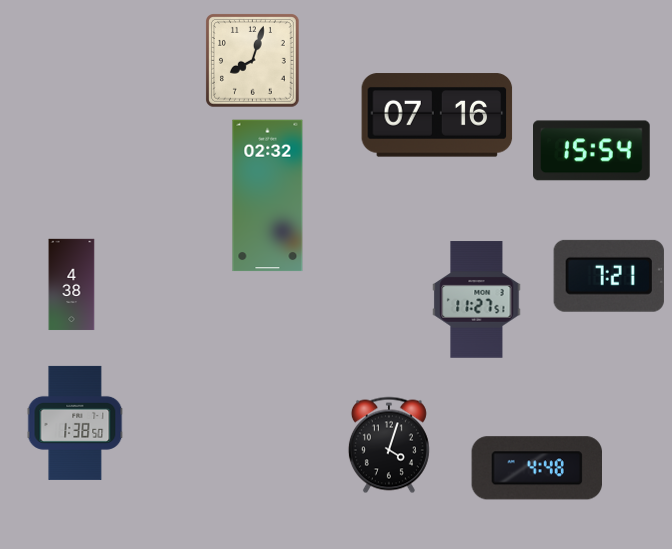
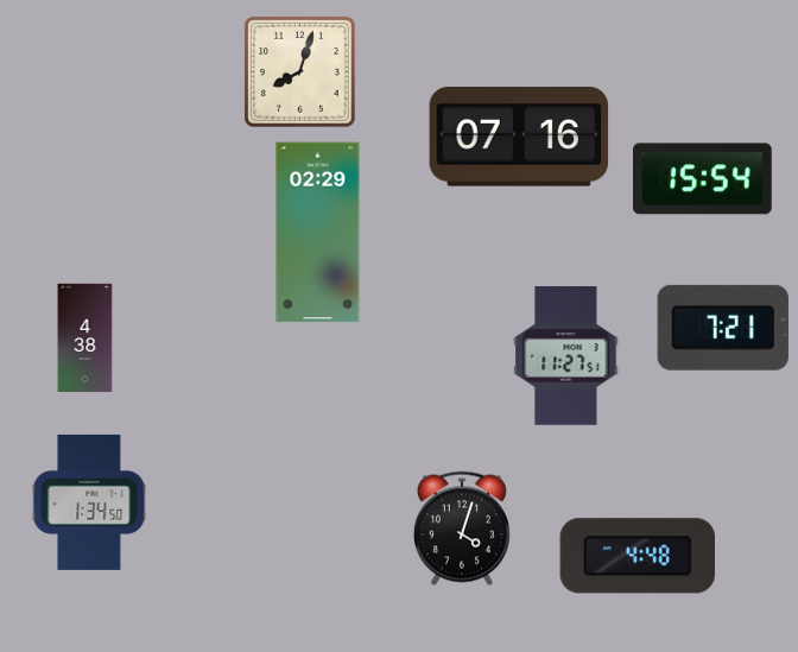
clock at (268, 196): 02:32 -> 02:29
clock at (75, 423): 1:38 -> 1:34
